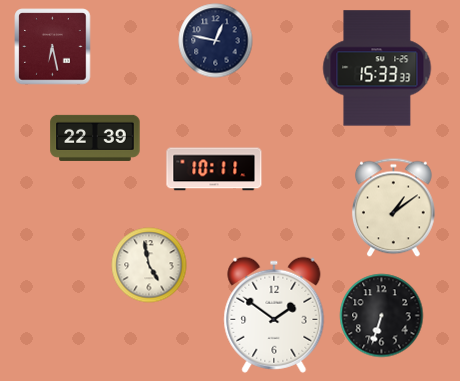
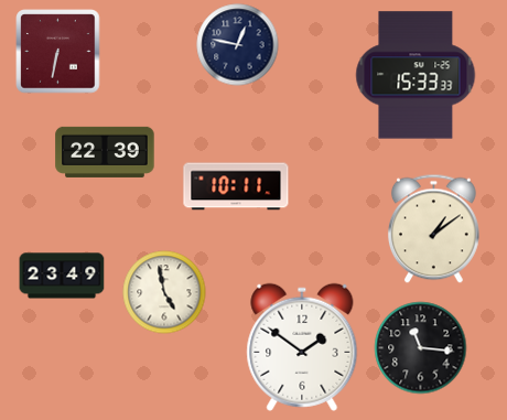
clock at (53, 47): 6:28 -> 6:32
clock at (62, 276): none -> 23:49
clock at (382, 316): 6:33 -> 11:16
